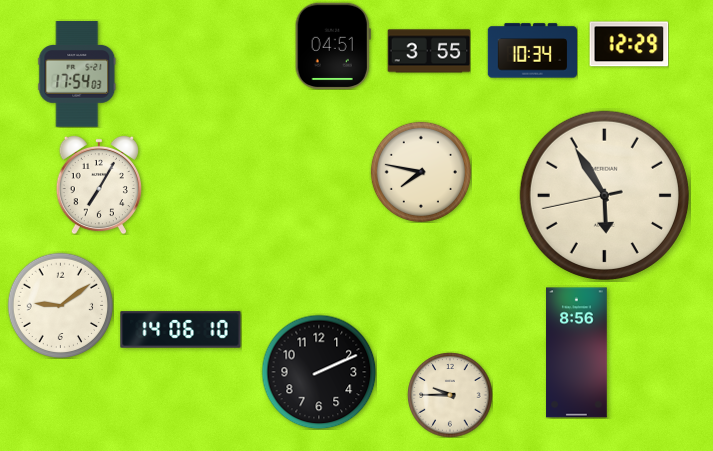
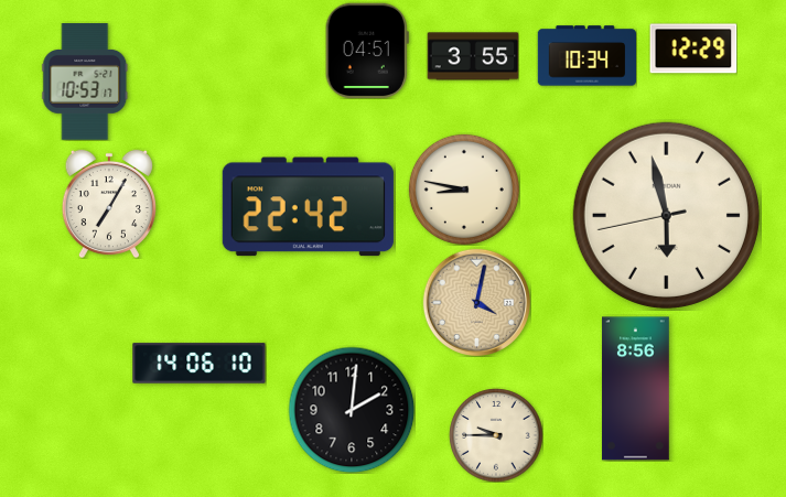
clock at (77, 74): 17:54 -> 10:53
clock at (421, 172): 7:47 -> 8:47
clock at (308, 207): none -> 22:42
clock at (604, 195): 5:54 -> 5:57
clock at (476, 302): none -> 4:02
clock at (60, 305): 9:09 -> none
clock at (319, 372): 2:11 -> 2:01
